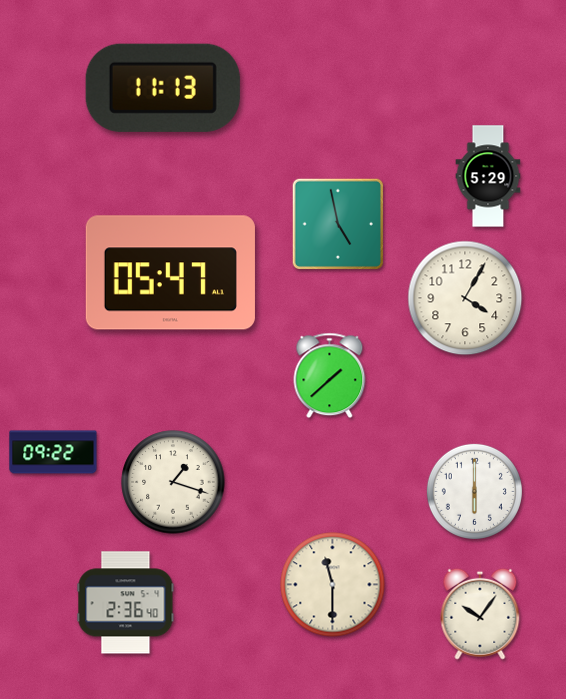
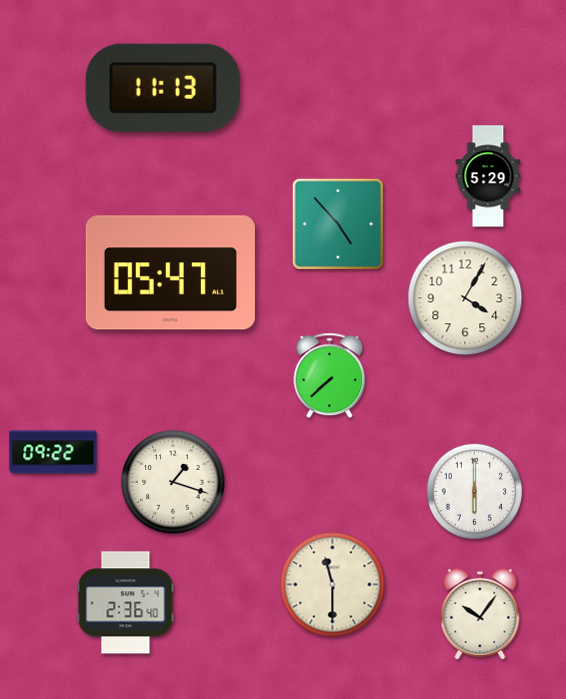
clock at (338, 224): 4:58 -> 4:53
clock at (330, 376): 1:38 -> 7:38
